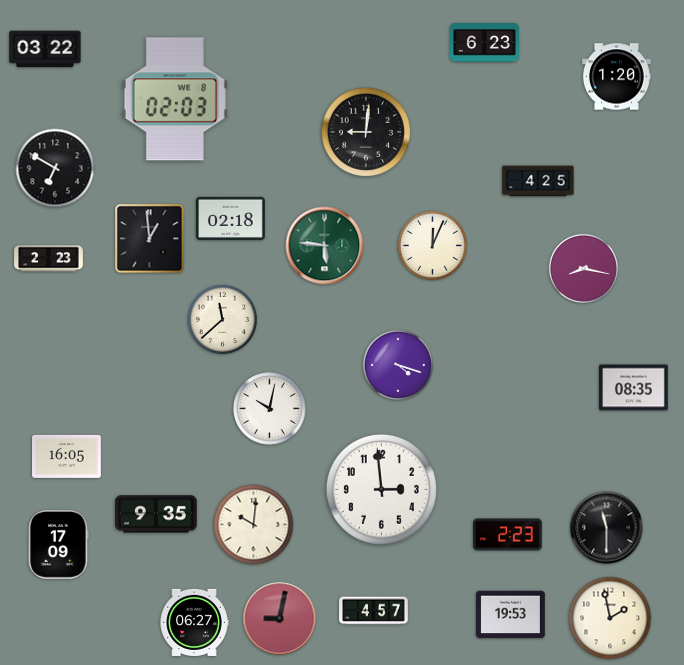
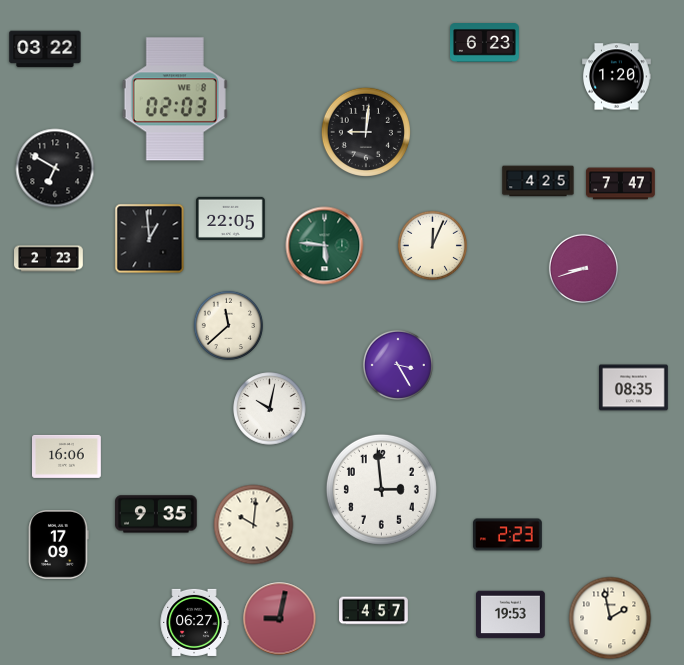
clock at (621, 184): none -> 7:47
clock at (231, 218): 02:18 -> 22:05
clock at (583, 268): 8:17 -> 8:42
clock at (222, 319) position: (222, 319) -> (228, 325)
clock at (398, 365): 4:18 -> 3:25
clock at (67, 456): 16:05 -> 16:06
clock at (607, 528): 11:30 -> none
